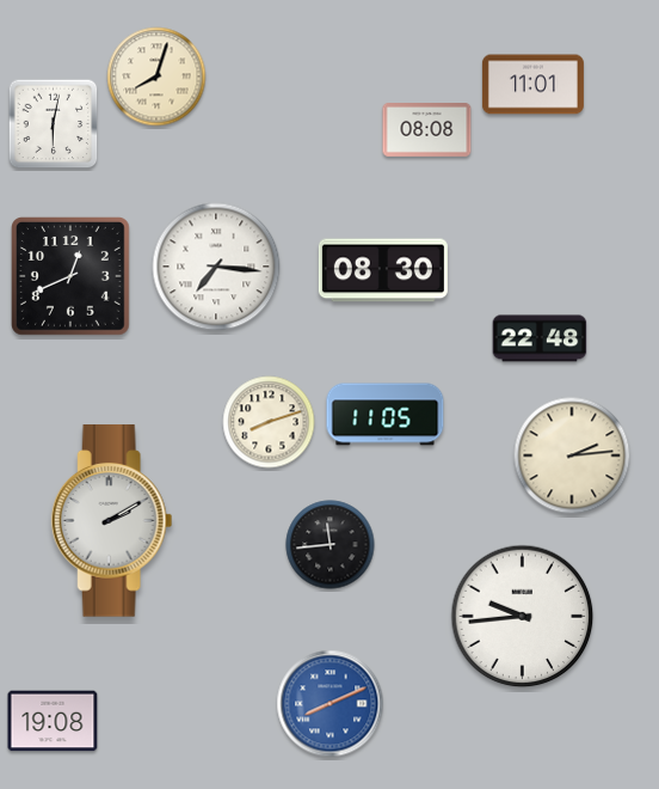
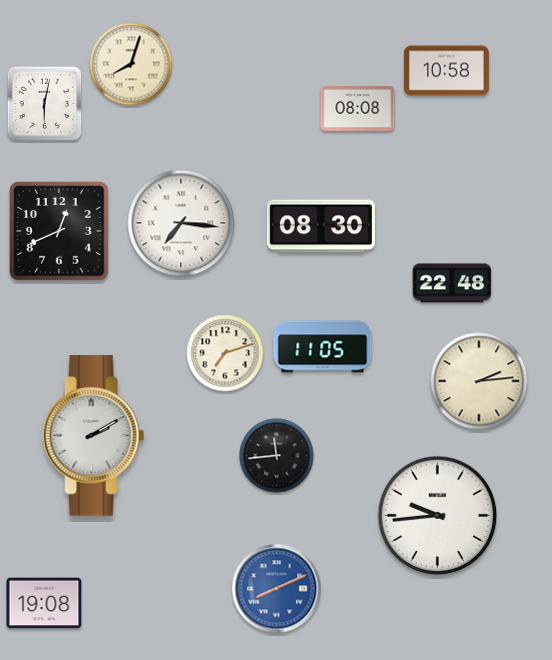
clock at (532, 85): 11:01 -> 10:58
clock at (269, 422): 8:12 -> 7:12
